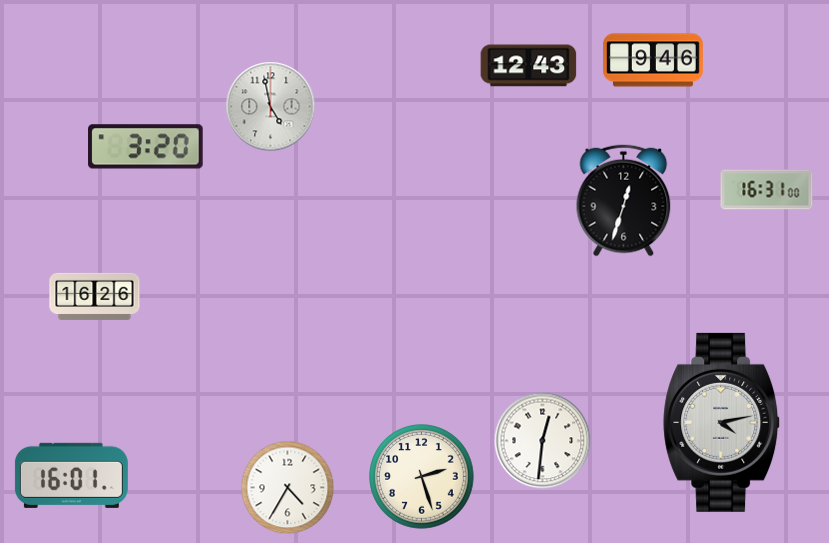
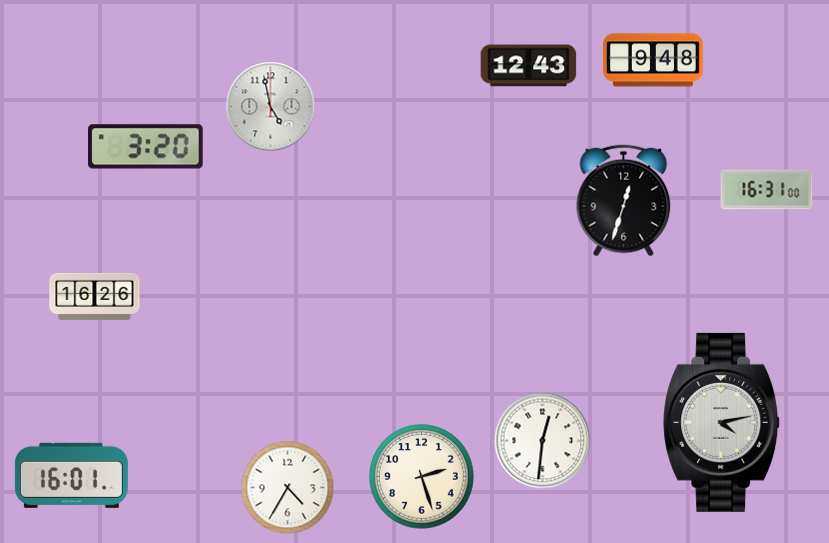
clock at (653, 60): 9:46 -> 9:48
